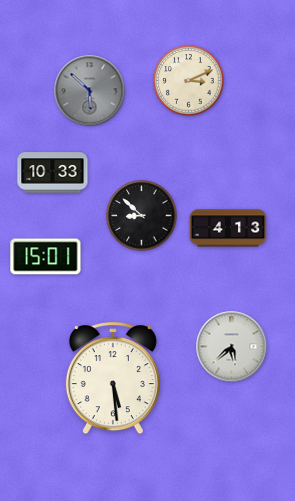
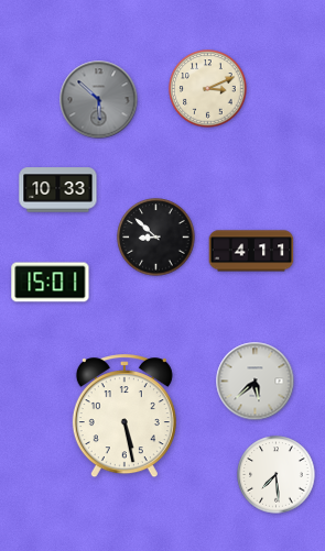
clock at (228, 228): 4:13 -> 4:11
clock at (113, 379): 5:29 -> 5:28
clock at (277, 475): none -> 7:29
